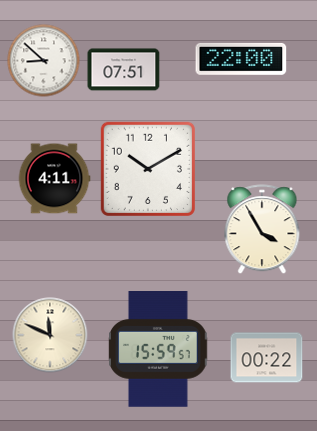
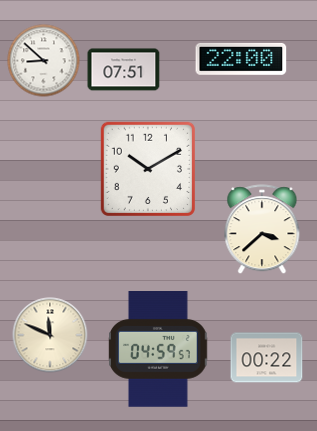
clock at (54, 179): 4:11 -> none
clock at (262, 230): 3:55 -> 3:38
clock at (158, 350): 15:59 -> 04:59
